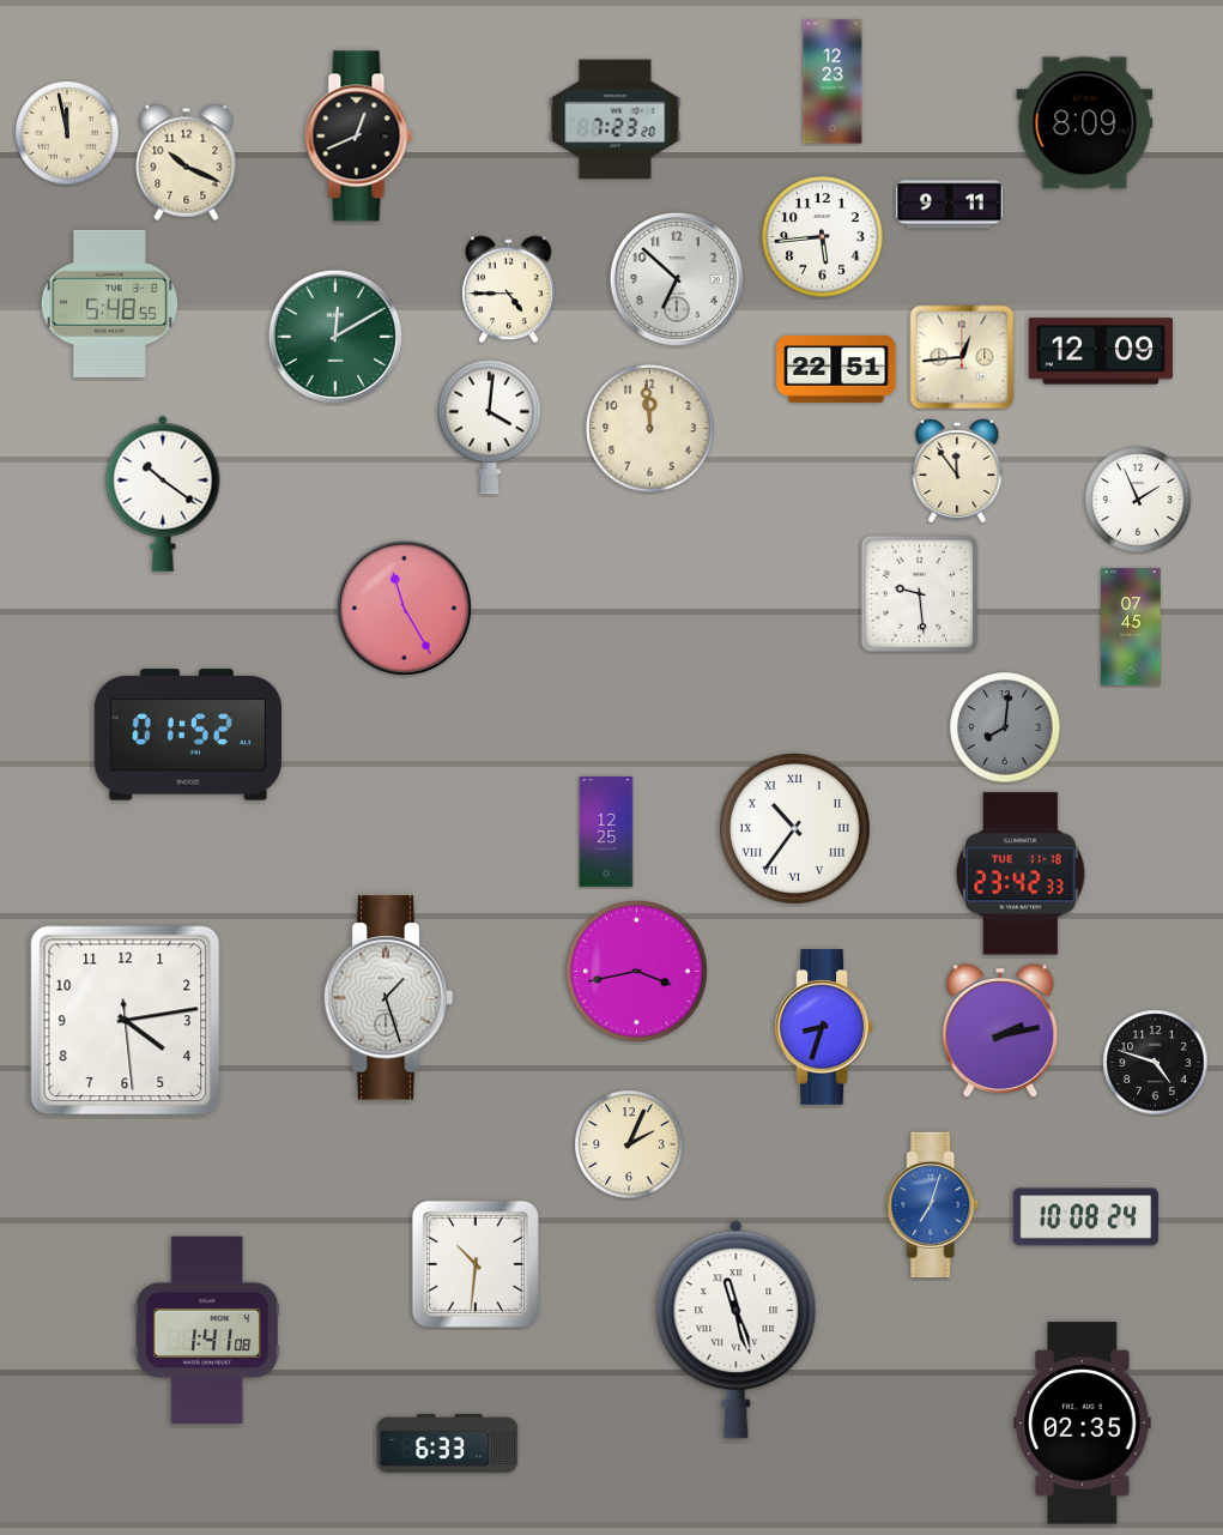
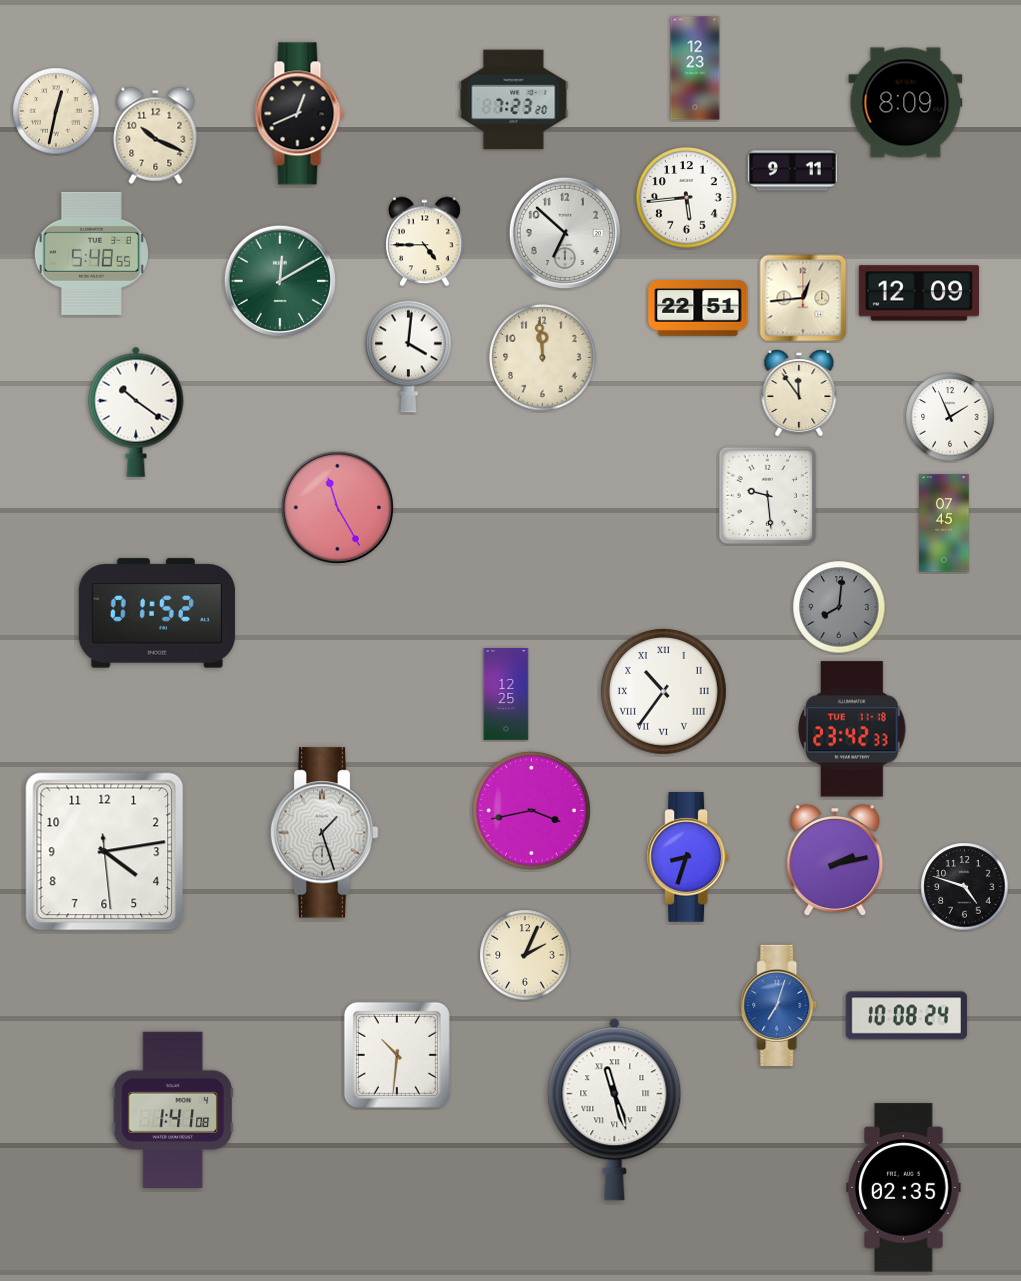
clock at (67, 133): 11:58 -> 12:32
clock at (448, 1443): 6:33 -> none
